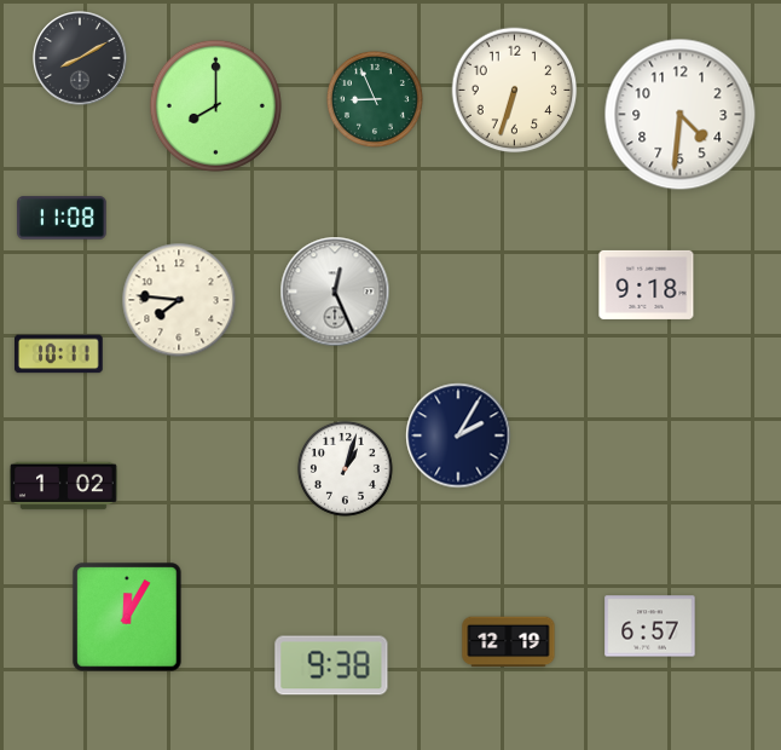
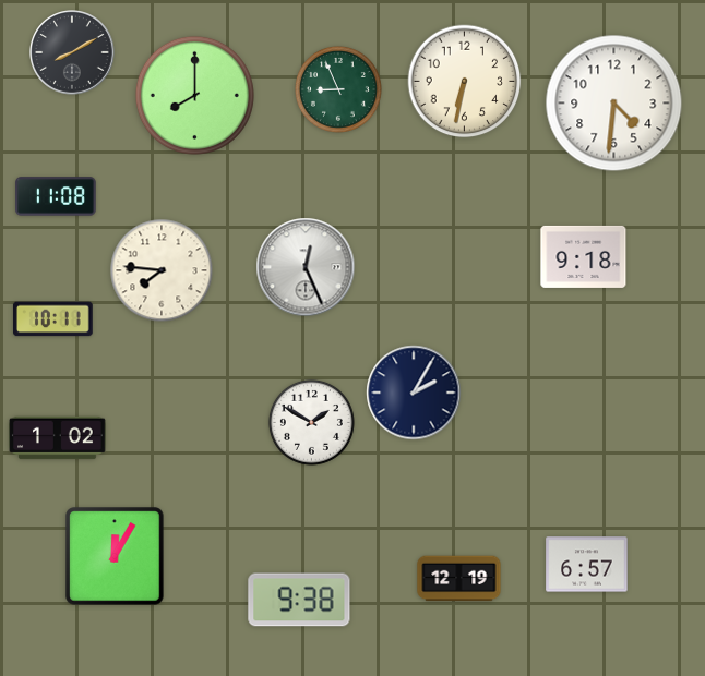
clock at (515, 91): 6:33 -> 6:32
clock at (335, 292) position: (335, 292) -> (306, 267)
clock at (345, 468): 1:03 -> 1:50
